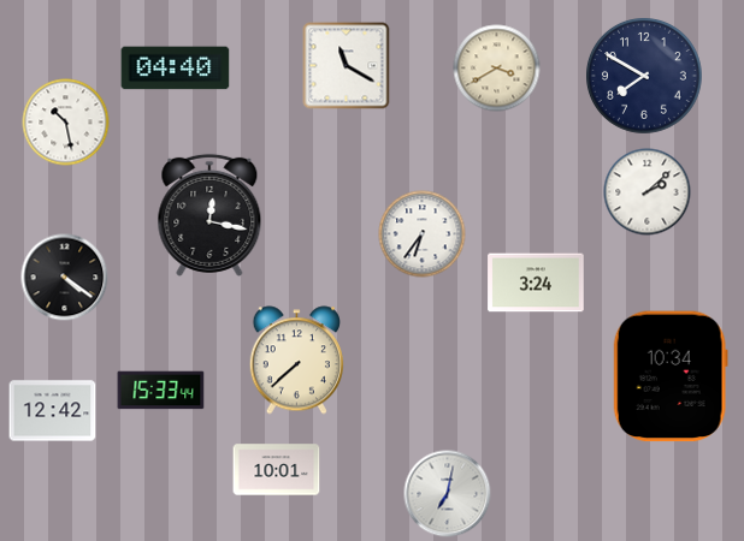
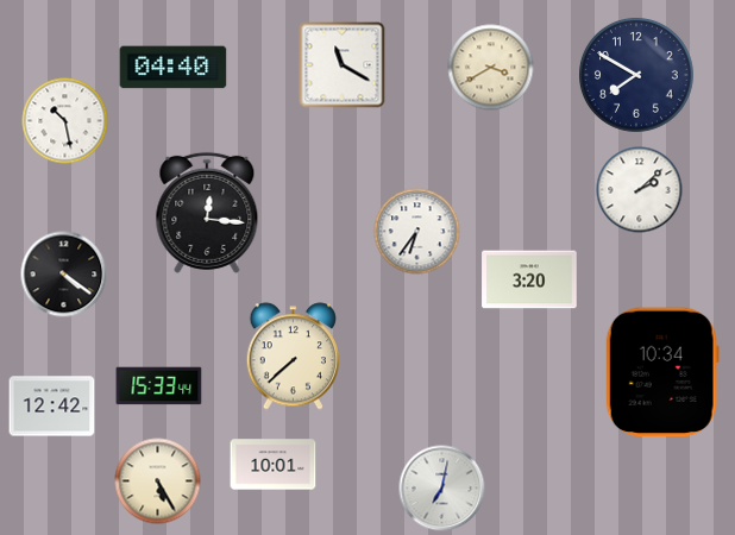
clock at (209, 215): 12:17 -> 12:16
clock at (536, 283): 3:24 -> 3:20
clock at (158, 481): none -> 5:25
